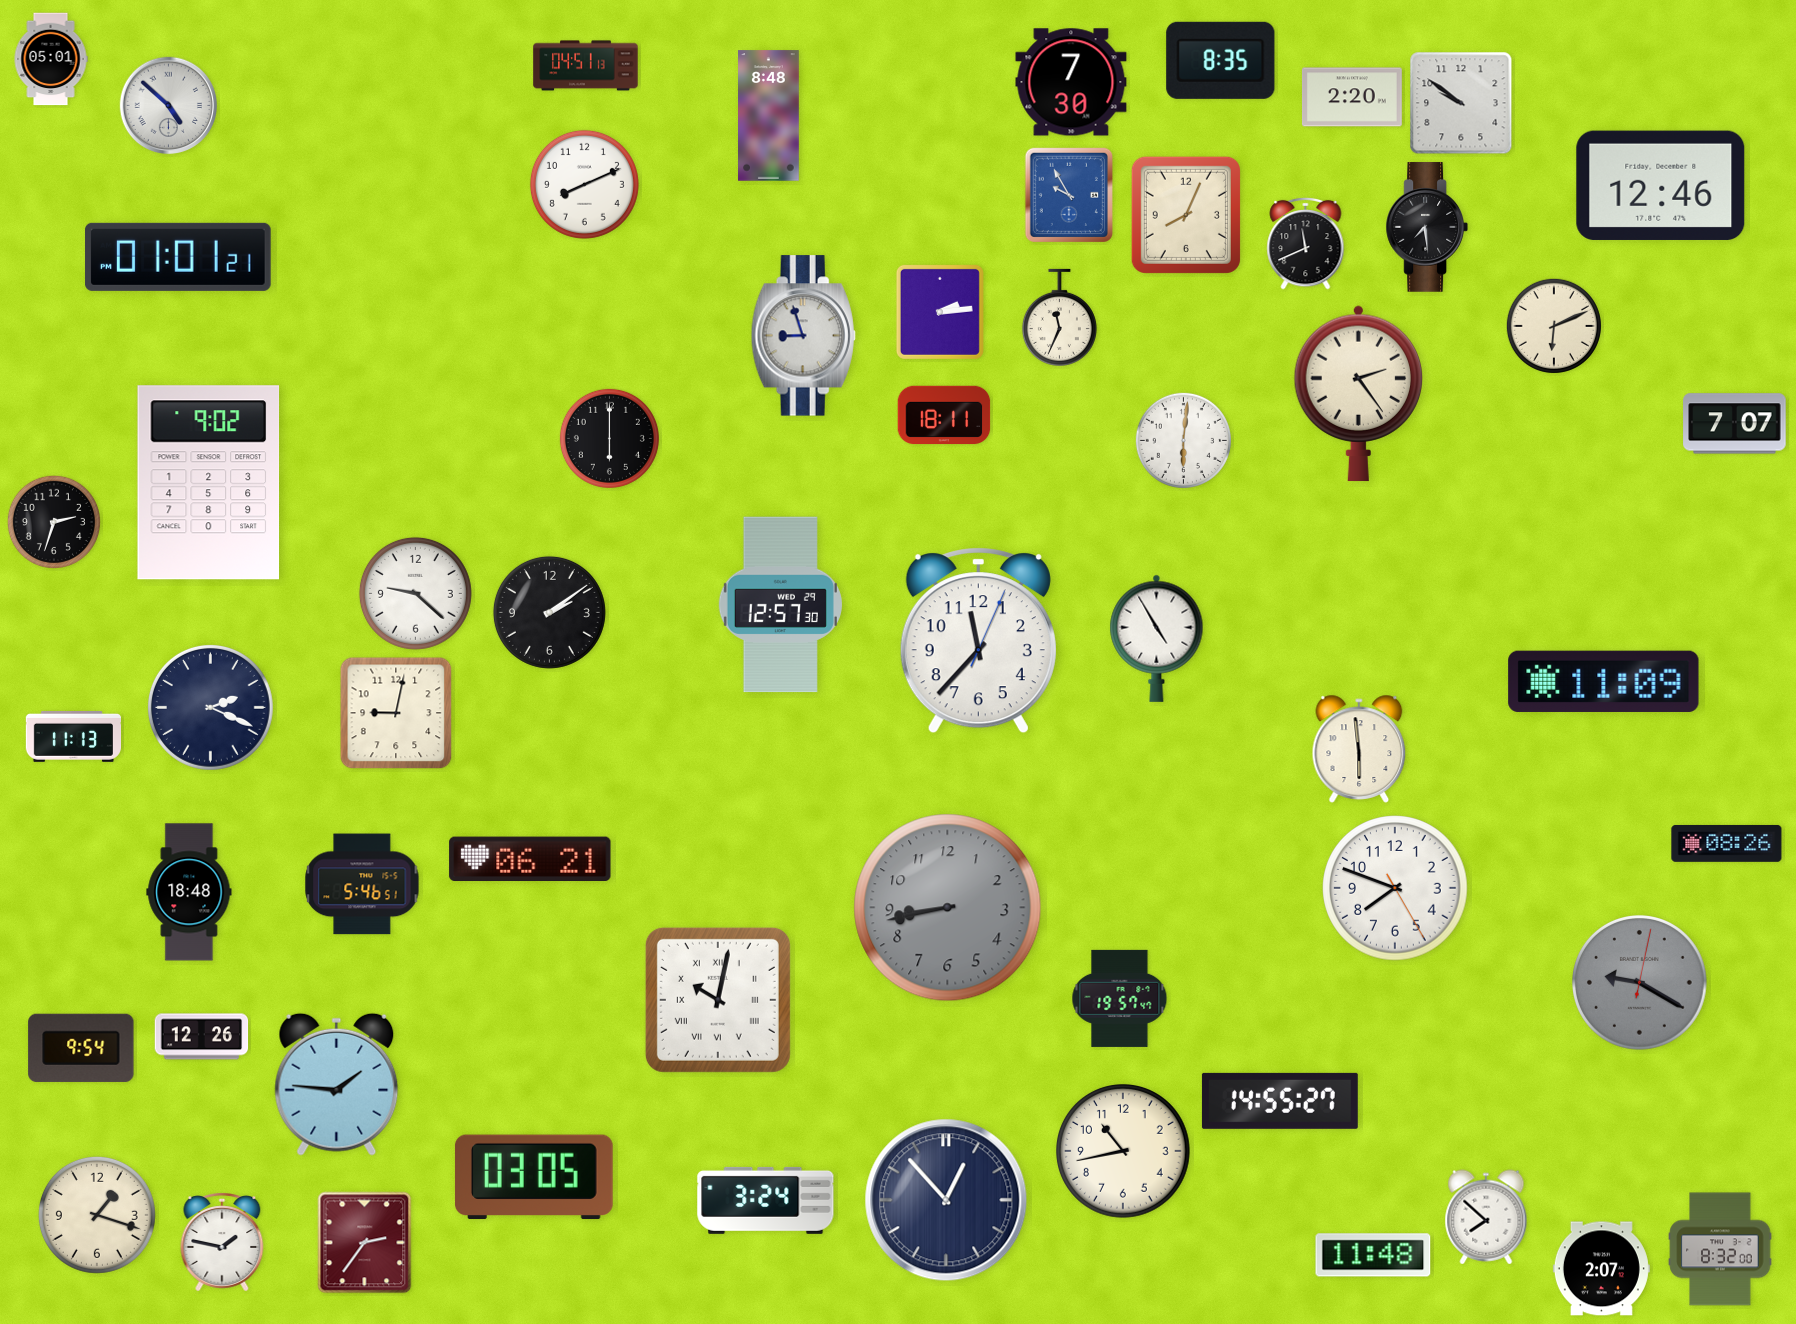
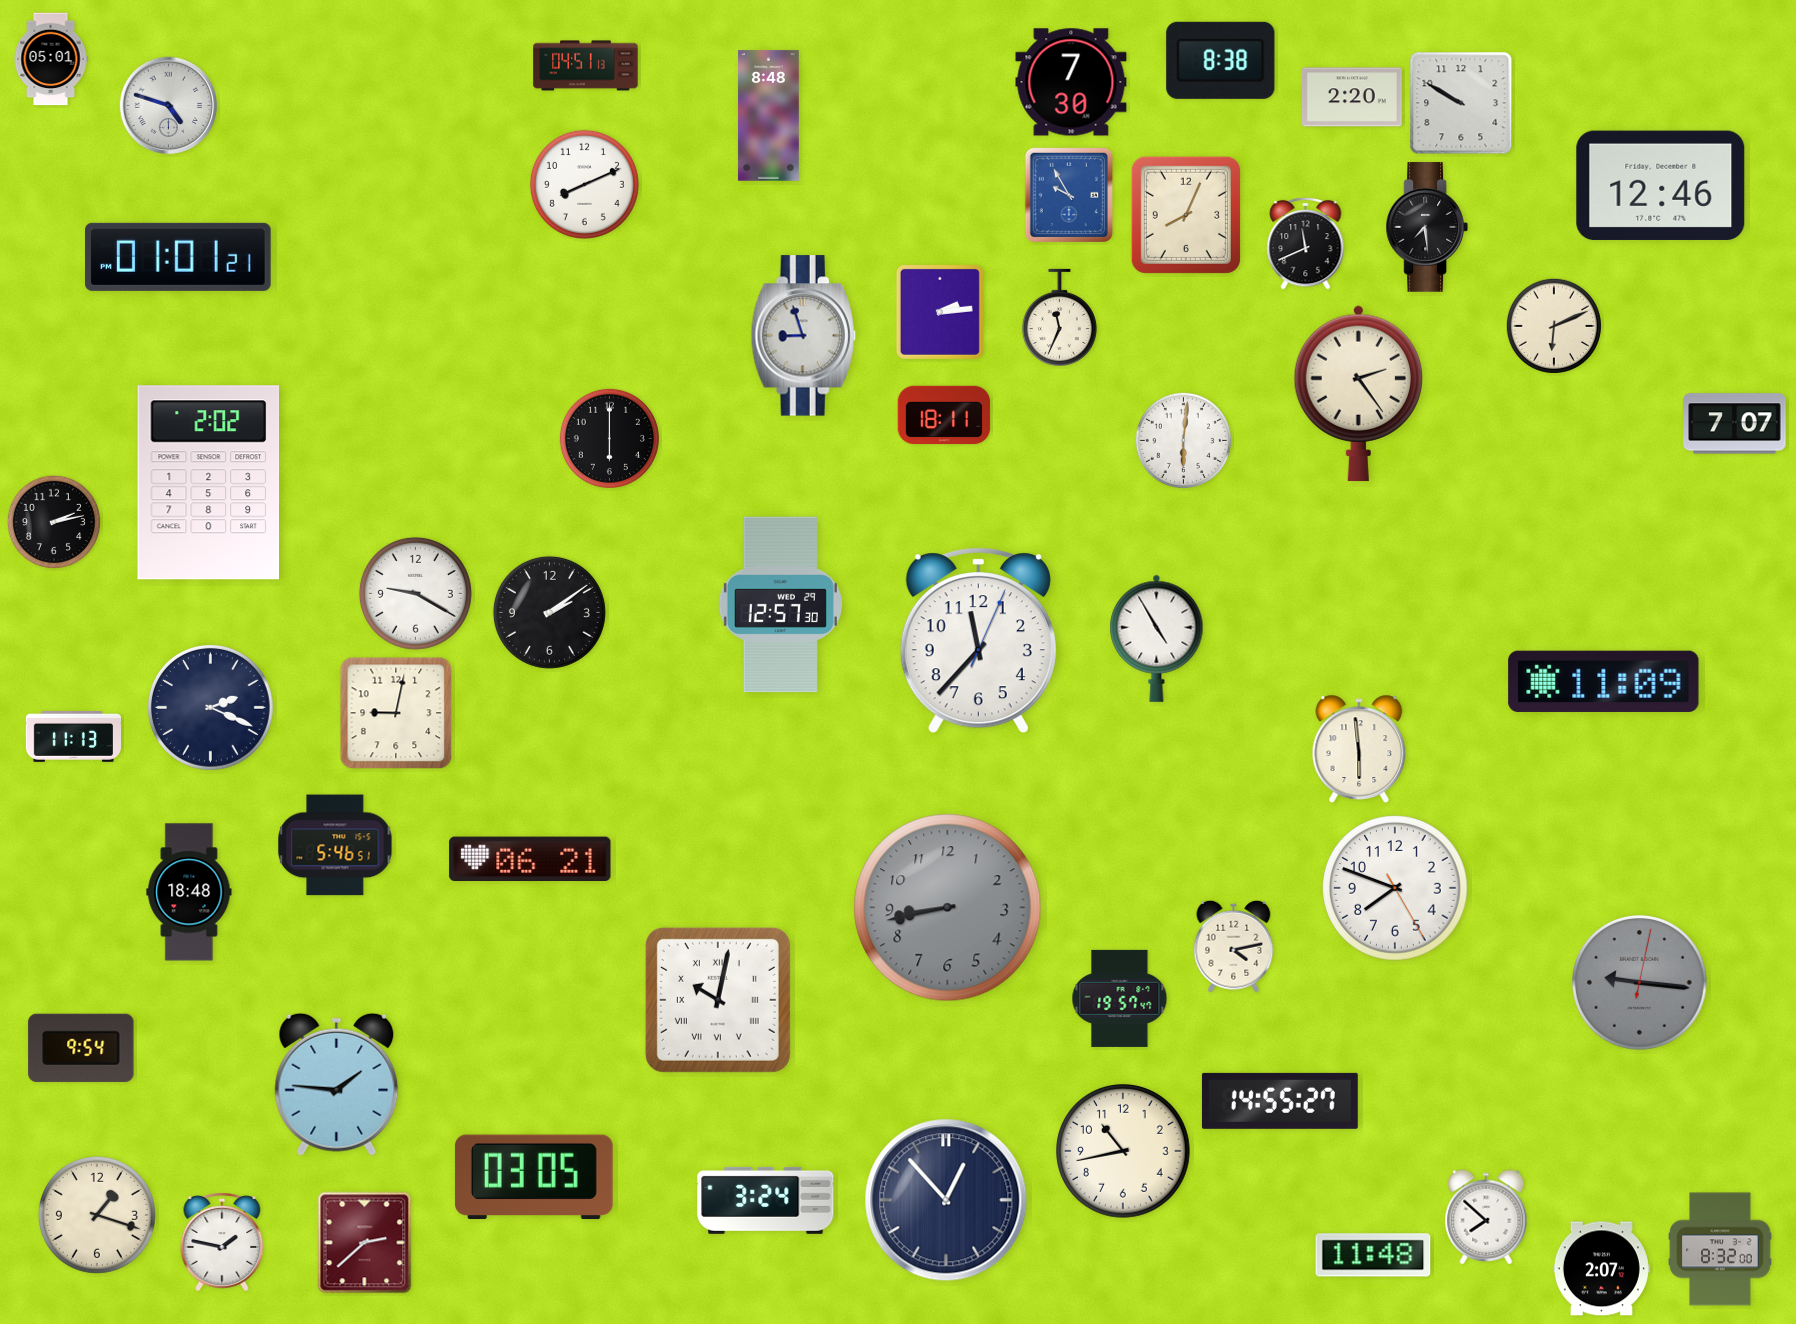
clock at (1221, 60): 8:35 -> 8:38
clock at (1461, 103): 9:51 -> 9:50
clock at (169, 106): 4:52 -> 4:48
clock at (209, 483): 9:02 -> 2:02
clock at (54, 522): 2:33 -> 2:13
clock at (415, 593): 9:22 -> 9:20
clock at (1727, 844): 08:26 -> none
clock at (362, 884) position: (362, 884) -> (335, 845)
clock at (1234, 946): none -> 4:13
clock at (1640, 983): 9:20 -> 9:16
clock at (202, 1037): 12:26 -> none
clock at (365, 1243): 2:36 -> 2:38
